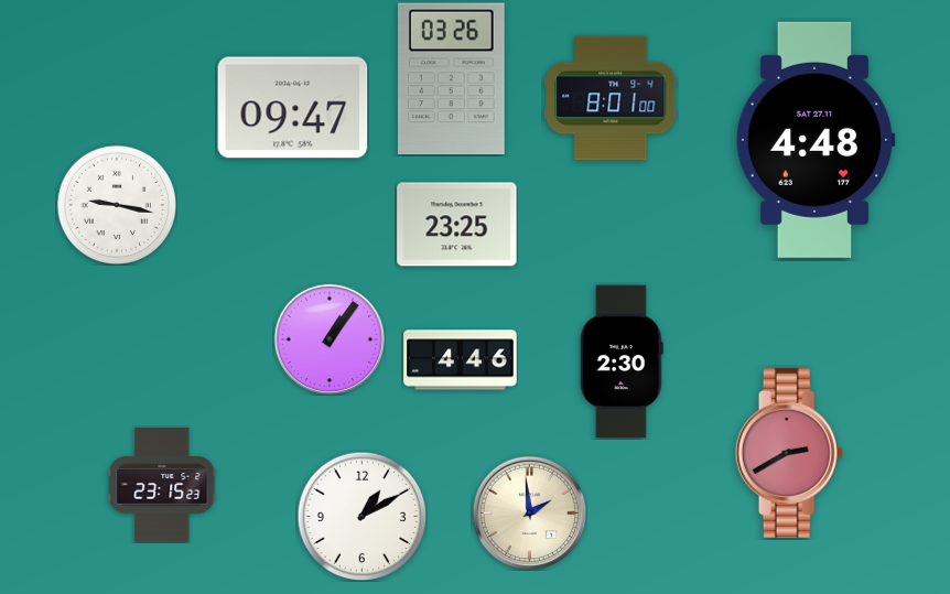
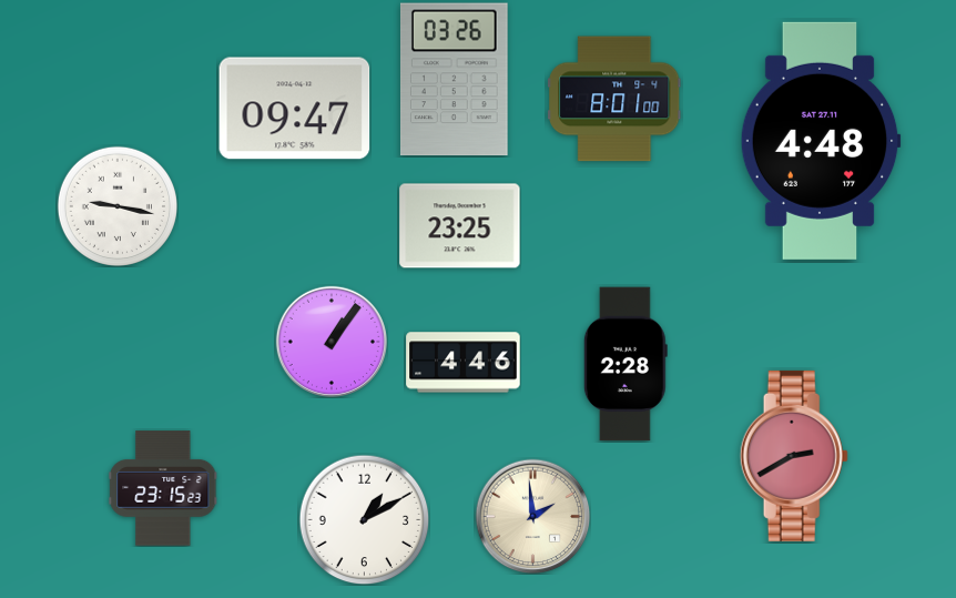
clock at (622, 361): 2:30 -> 2:28
